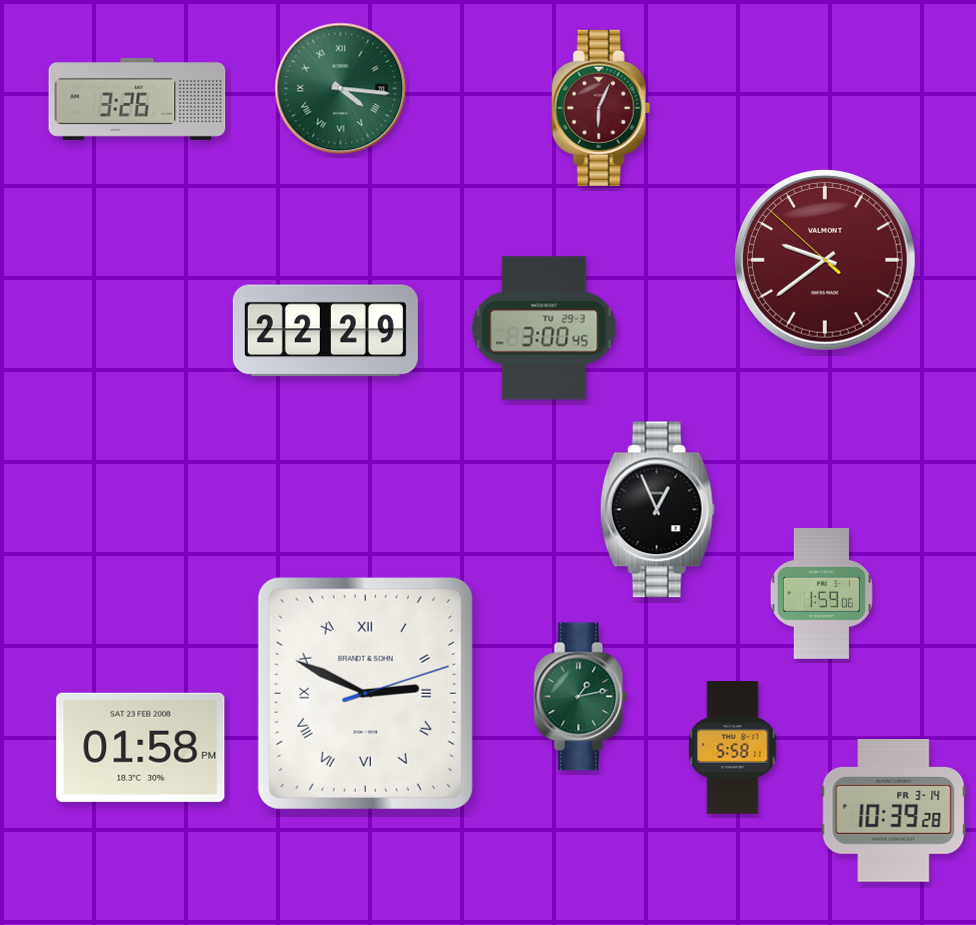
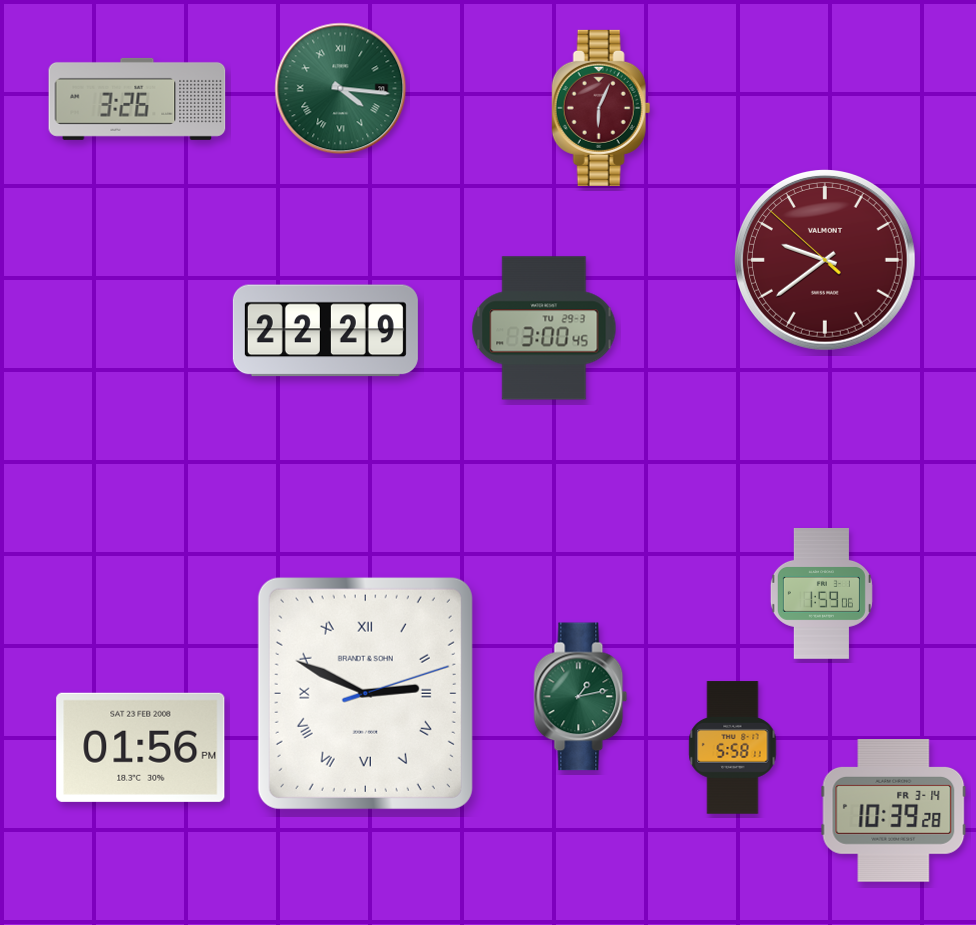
clock at (657, 510): 12:56 -> none
clock at (141, 747): 01:58 -> 01:56
